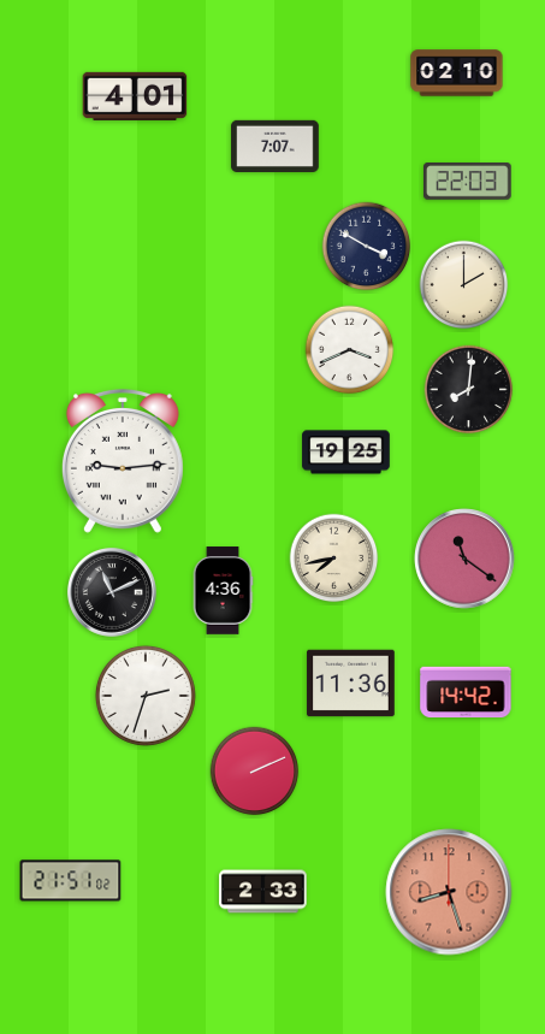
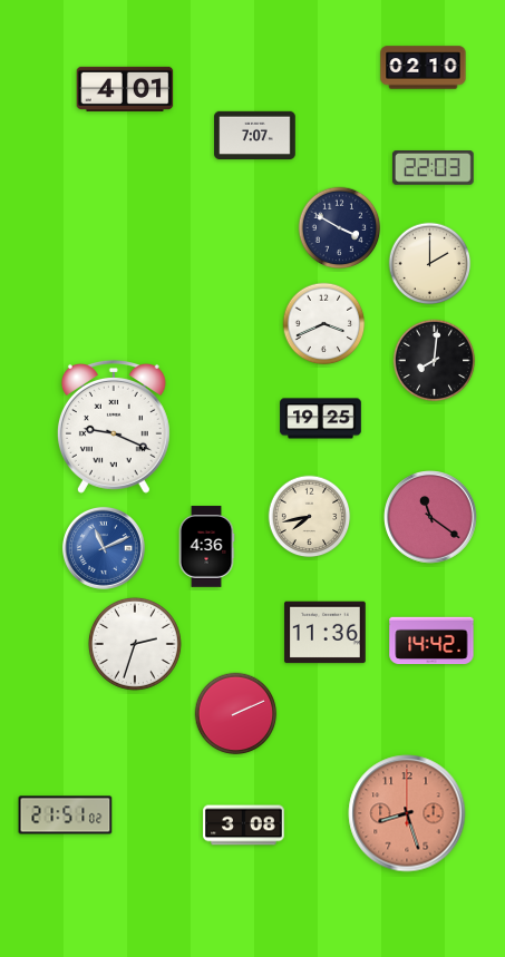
clock at (123, 462): 9:14 -> 9:19
clock at (112, 592) dial: black -> blue
clock at (263, 892): 2:33 -> 3:08
clock at (449, 892) position: (449, 892) -> (407, 813)
